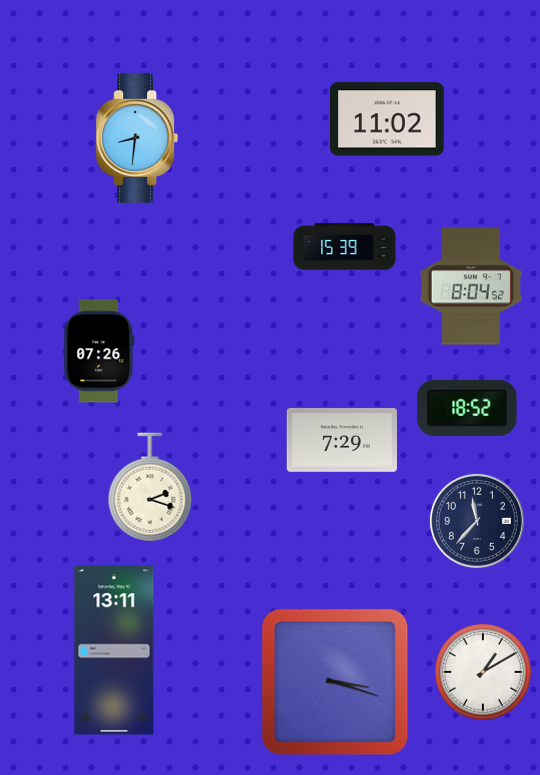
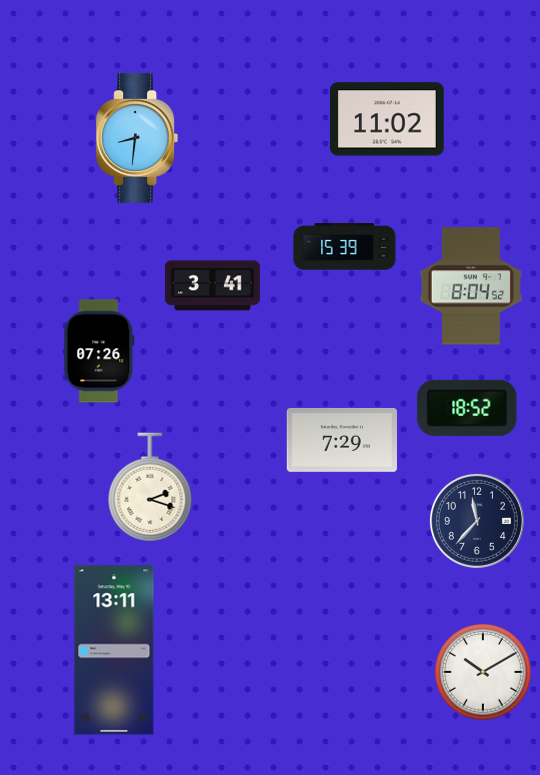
clock at (212, 286): none -> 3:41
clock at (484, 673): 1:10 -> 10:10
clock at (335, 682): 3:18 -> none
